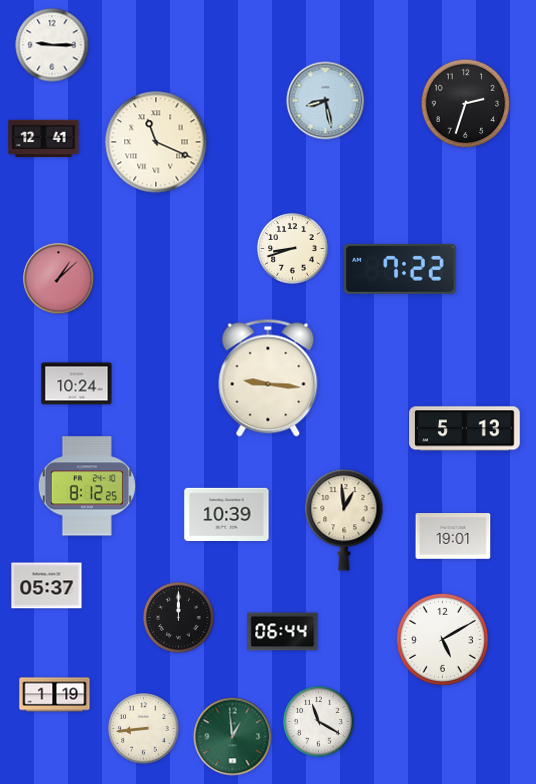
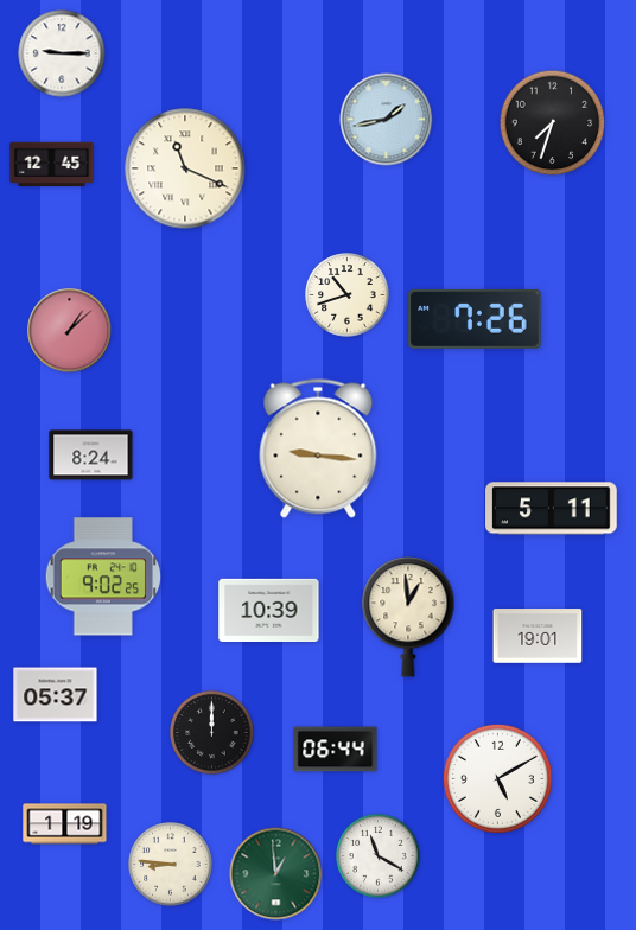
clock at (326, 101): 8:28 -> 1:43
clock at (466, 104): 2:33 -> 7:33
clock at (44, 139): 12:41 -> 12:45
clock at (293, 249): 8:42 -> 10:42
clock at (400, 269): 7:22 -> 7:26
clock at (77, 384): 10:24 -> 8:24
clock at (465, 429): 5:13 -> 5:11
clock at (87, 486): 8:12 -> 9:02
clock at (442, 639) position: (442, 639) -> (497, 778)
clock at (144, 729): 8:44 -> 8:46
